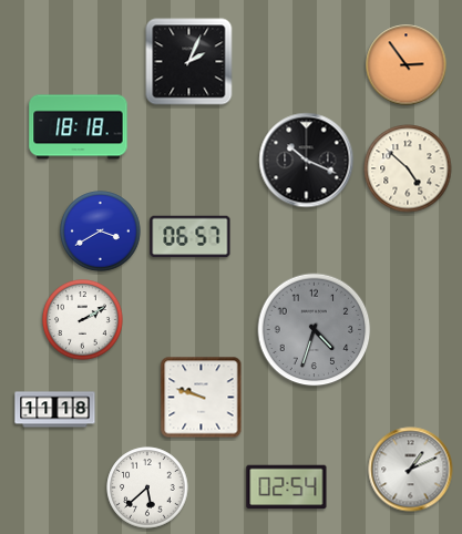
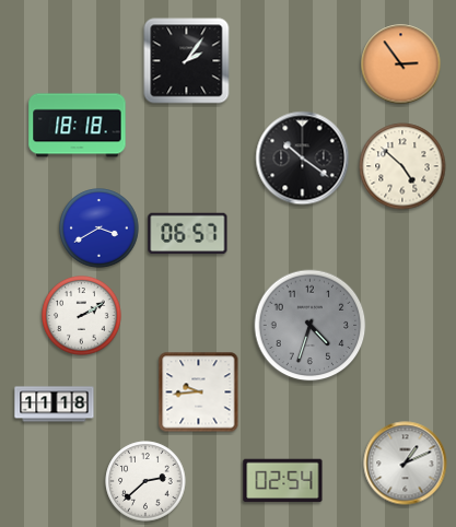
clock at (189, 62): 2:04 -> 2:06
clock at (307, 161): 10:19 -> 10:21
clock at (202, 398): 9:48 -> 9:44
clock at (147, 487): 5:38 -> 2:38
